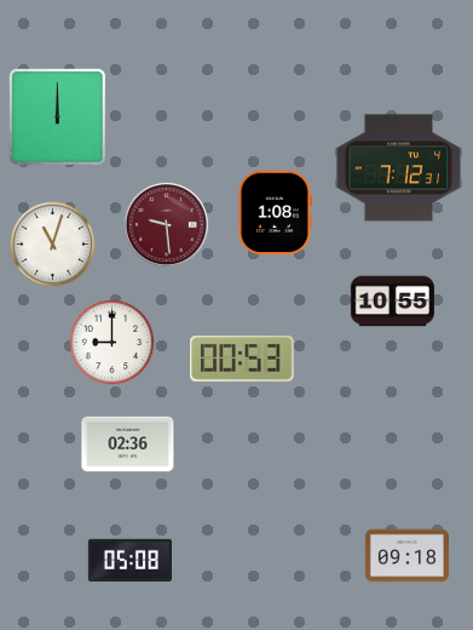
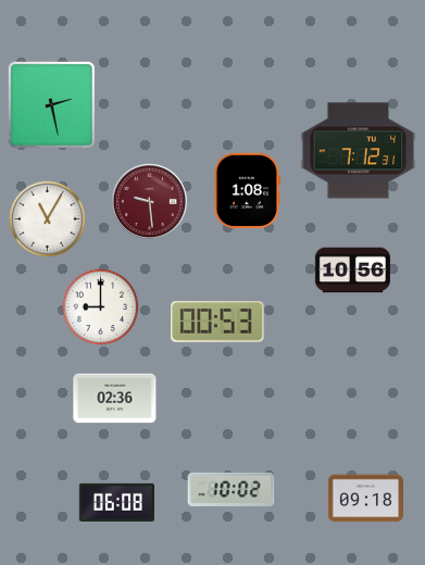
clock at (57, 116): 12:00 -> 2:28
clock at (53, 245): 11:03 -> 11:05
clock at (392, 302): 10:55 -> 10:56
clock at (232, 489): none -> 10:02
clock at (129, 560): 05:08 -> 06:08
